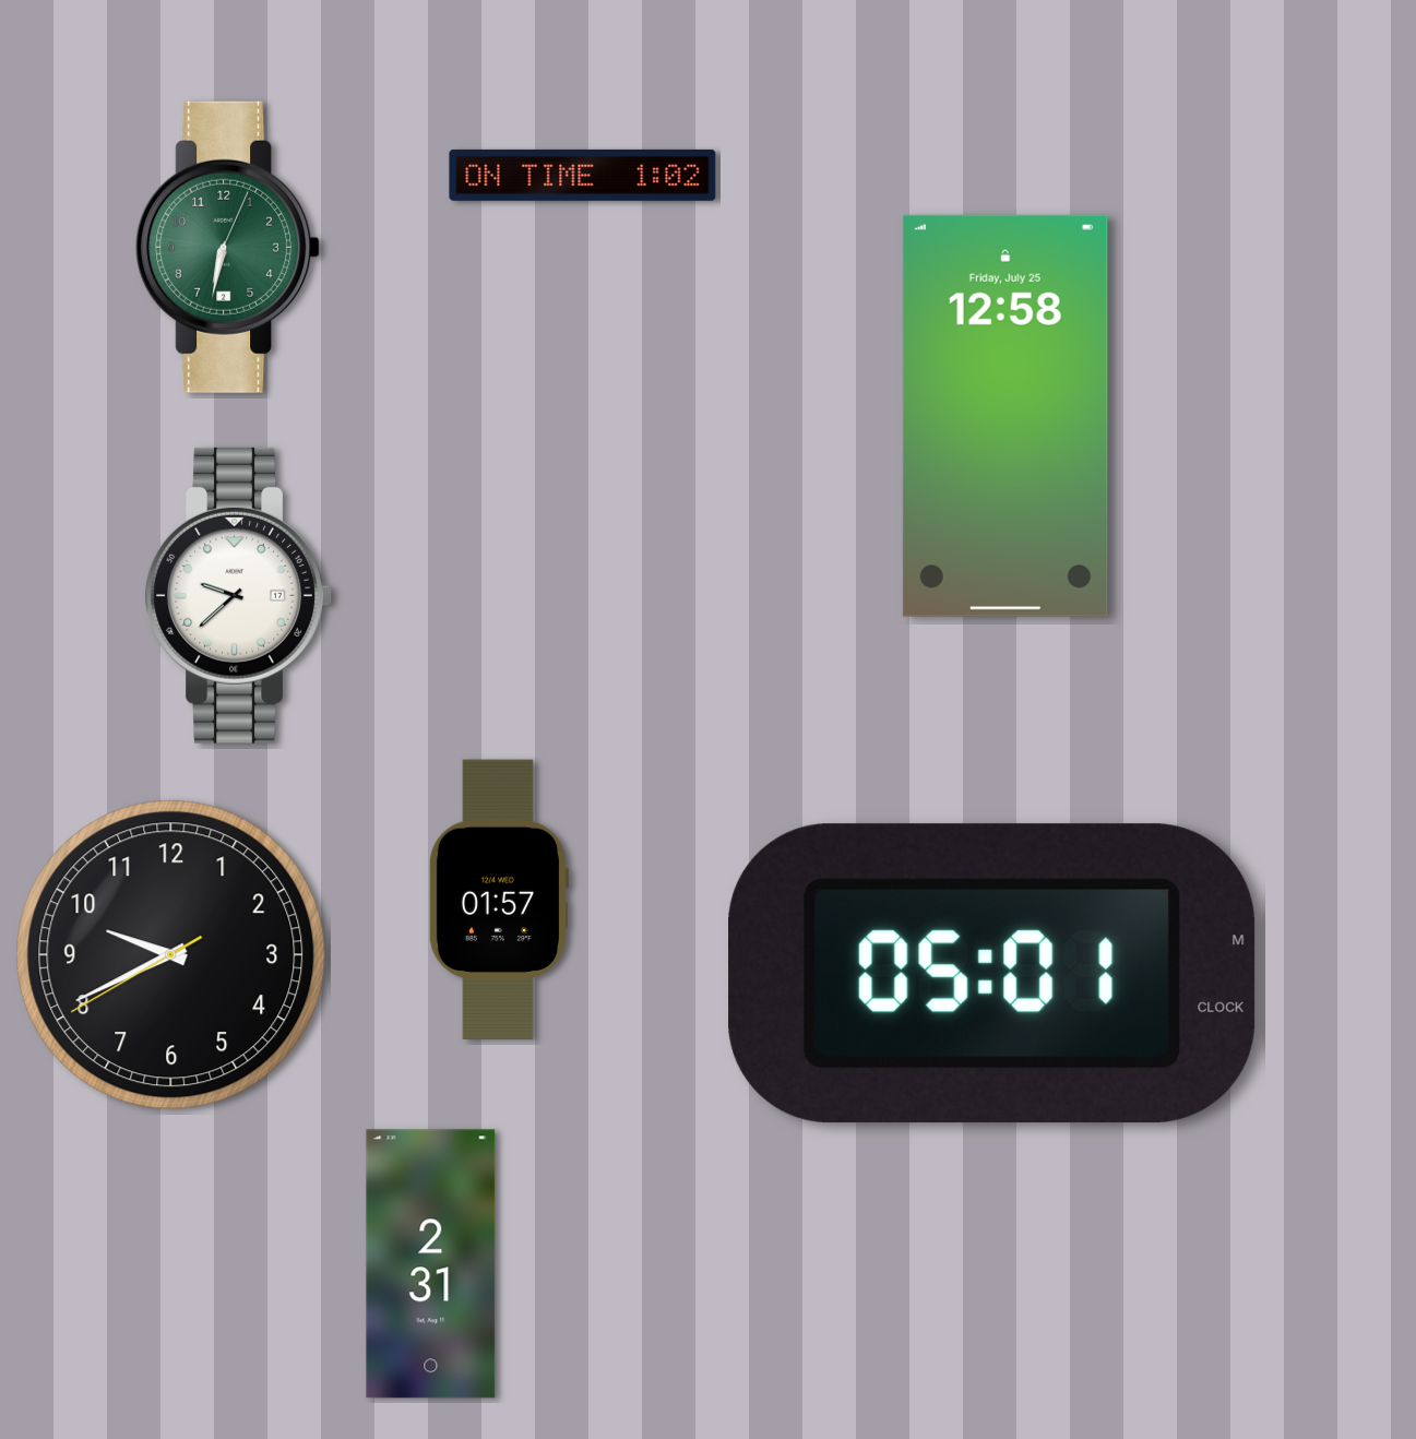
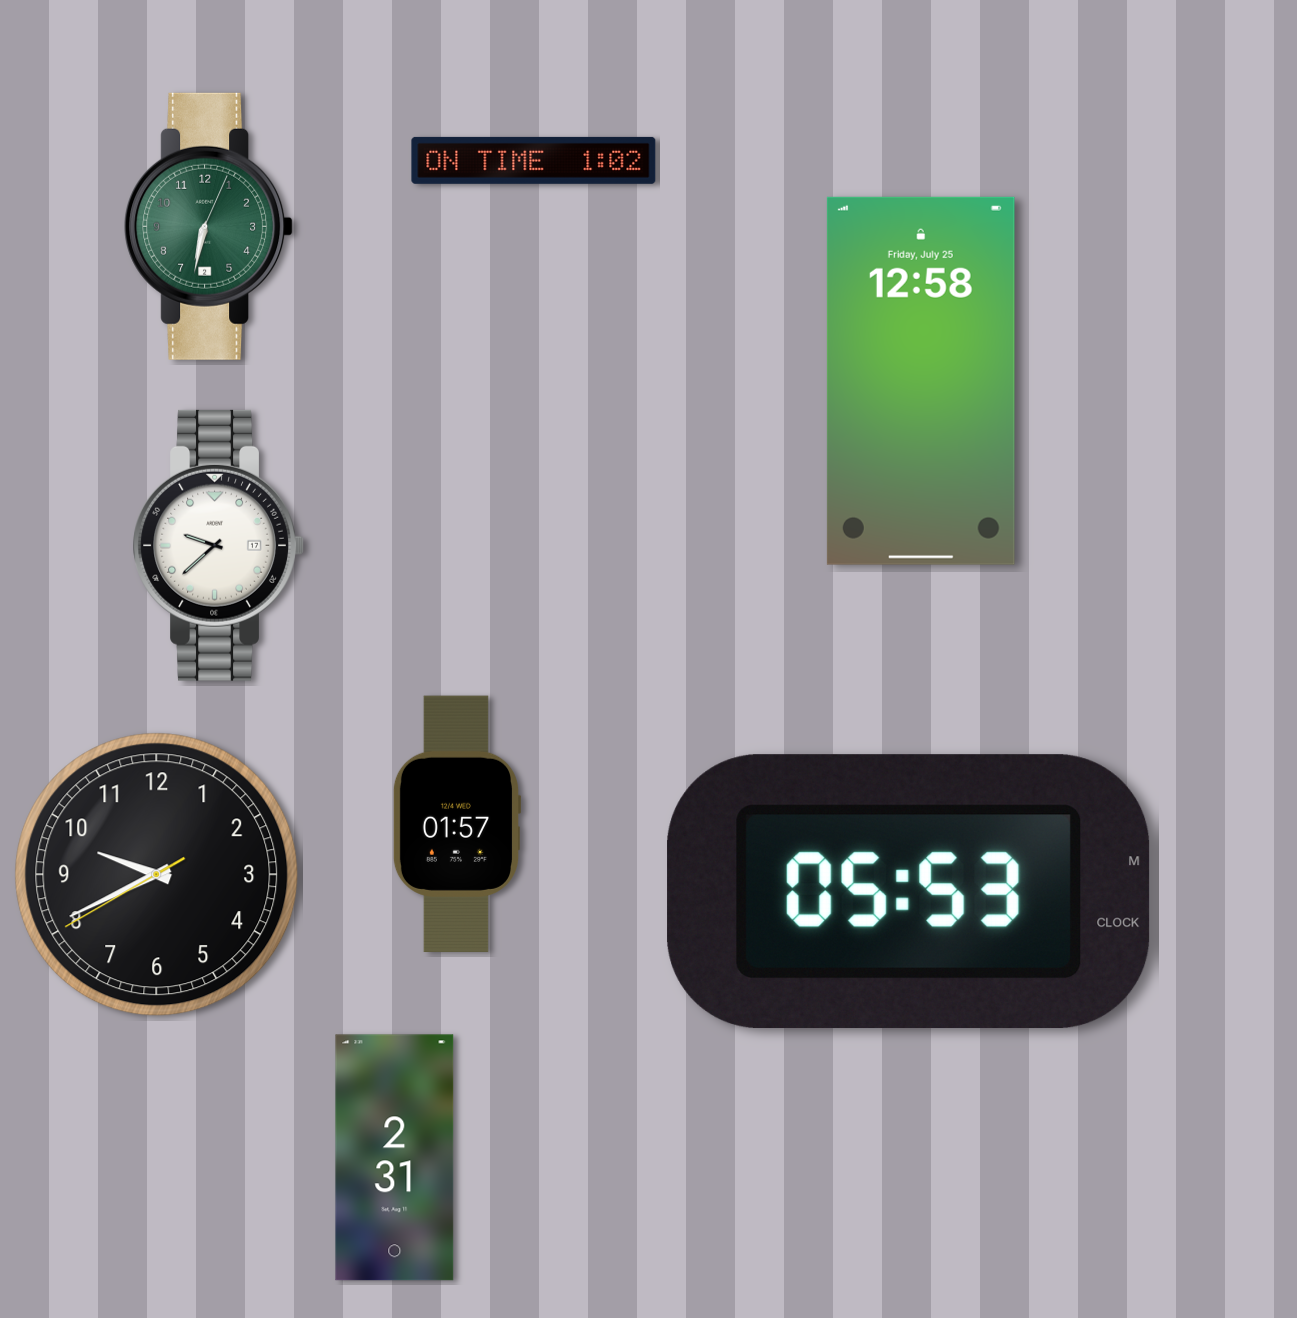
clock at (992, 973): 05:01 -> 05:53
